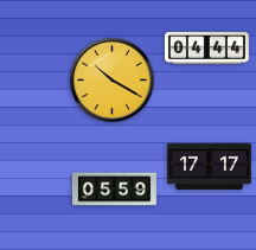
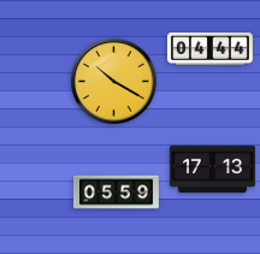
clock at (209, 167): 17:17 -> 17:13
